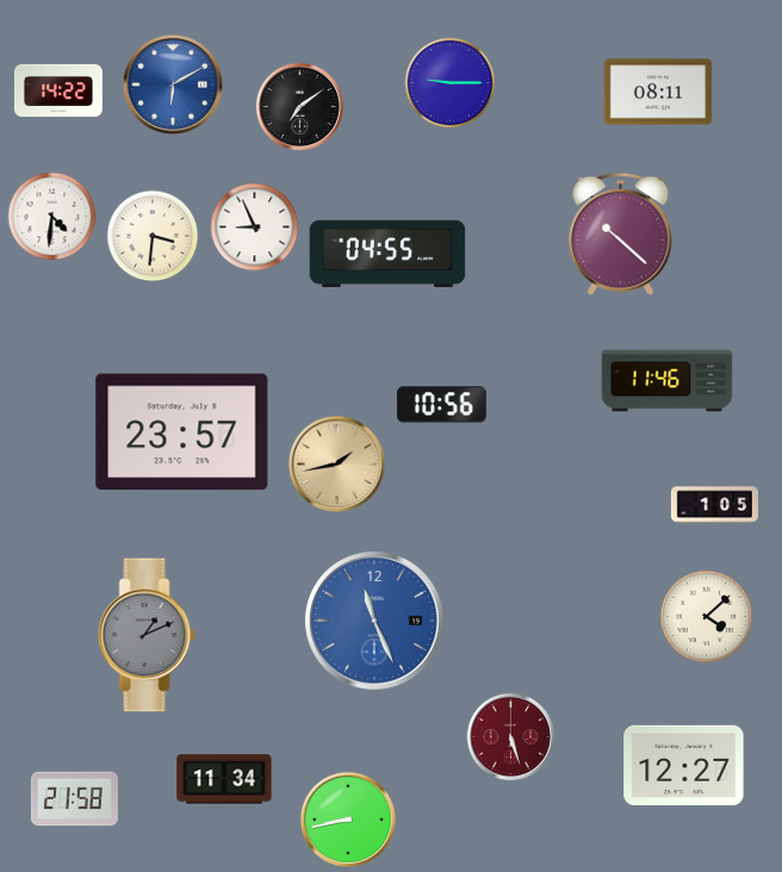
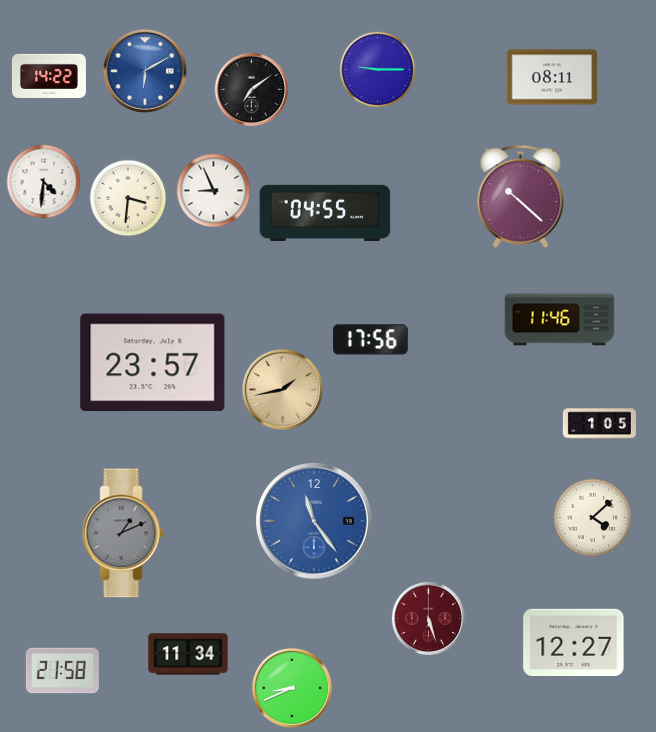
clock at (441, 405): 10:56 -> 17:56
clock at (376, 622): 11:26 -> 11:24
clock at (348, 820): 8:43 -> 8:41
